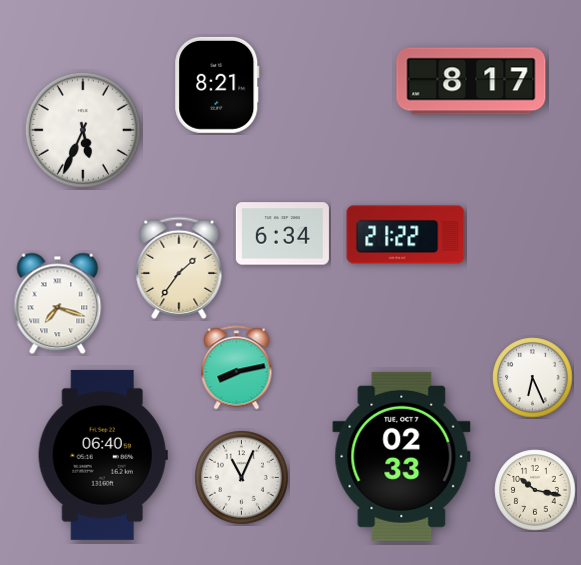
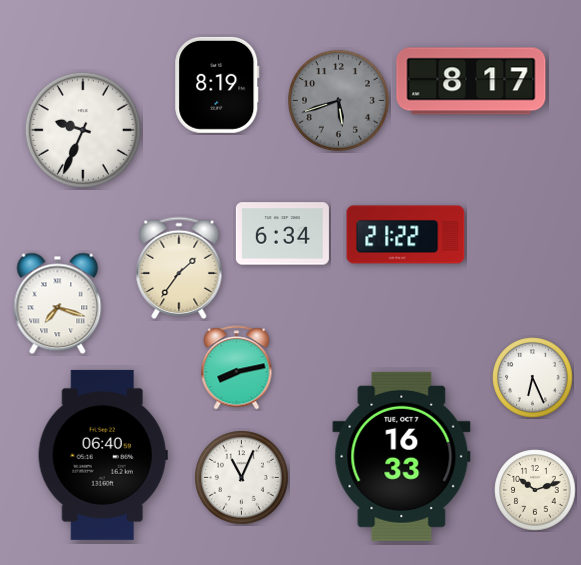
clock at (217, 85): 8:21 -> 8:19
clock at (338, 100): none -> 5:42
clock at (83, 130): 5:34 -> 9:34
clock at (402, 456): 02:33 -> 16:33
clock at (535, 490): 10:17 -> 10:12
